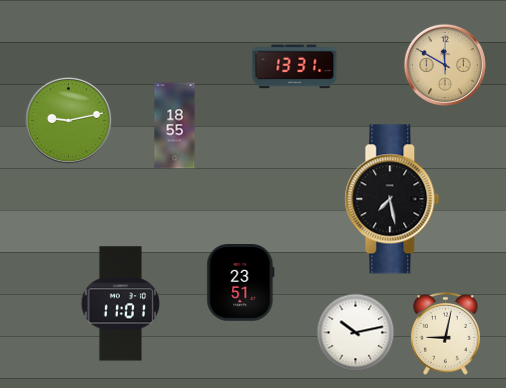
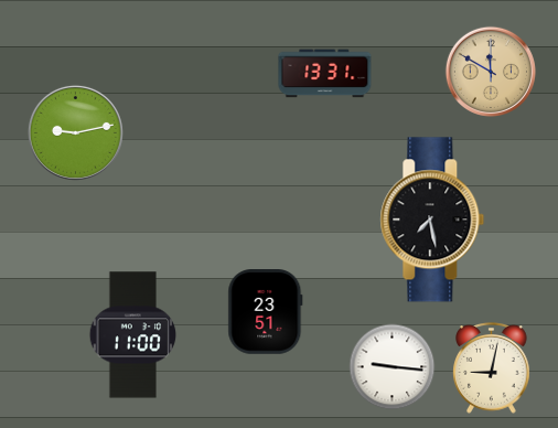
clock at (175, 126): 18:55 -> none
clock at (121, 304): 11:01 -> 11:00
clock at (356, 333): 10:13 -> 9:16
